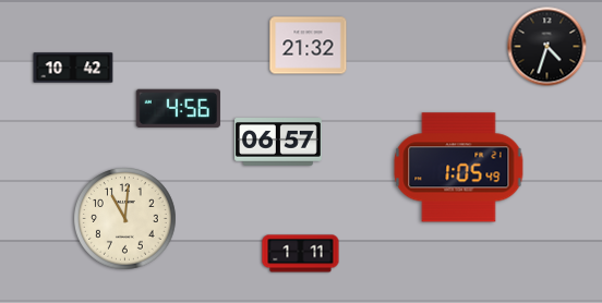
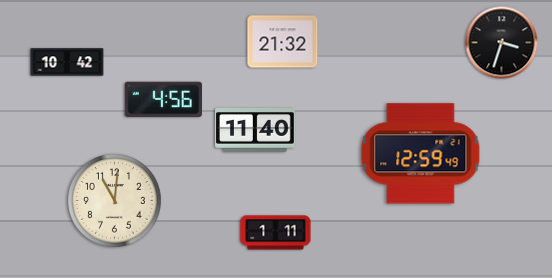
clock at (547, 47): 4:33 -> 3:33
clock at (279, 142): 06:57 -> 11:40
clock at (459, 168): 1:05 -> 12:59
